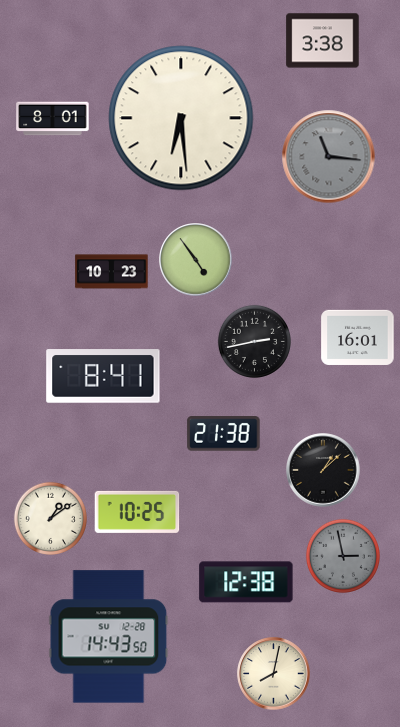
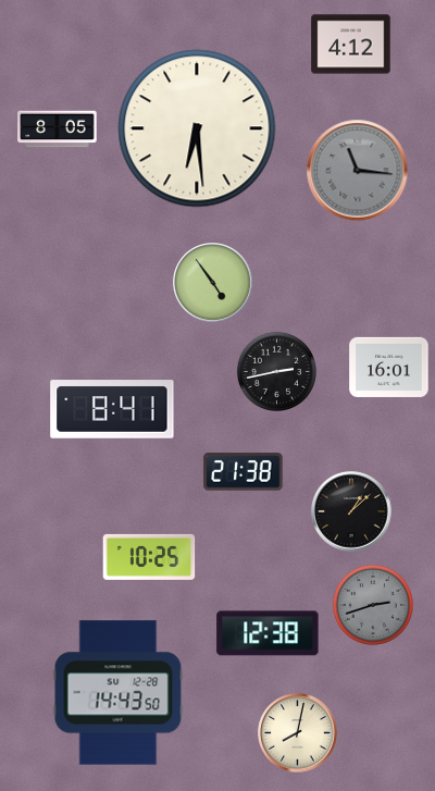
clock at (323, 41): 3:38 -> 4:12
clock at (53, 119): 8:01 -> 8:05
clock at (112, 272): 10:23 -> none
clock at (50, 518): 1:09 -> none
clock at (343, 556): 2:58 -> 2:42
